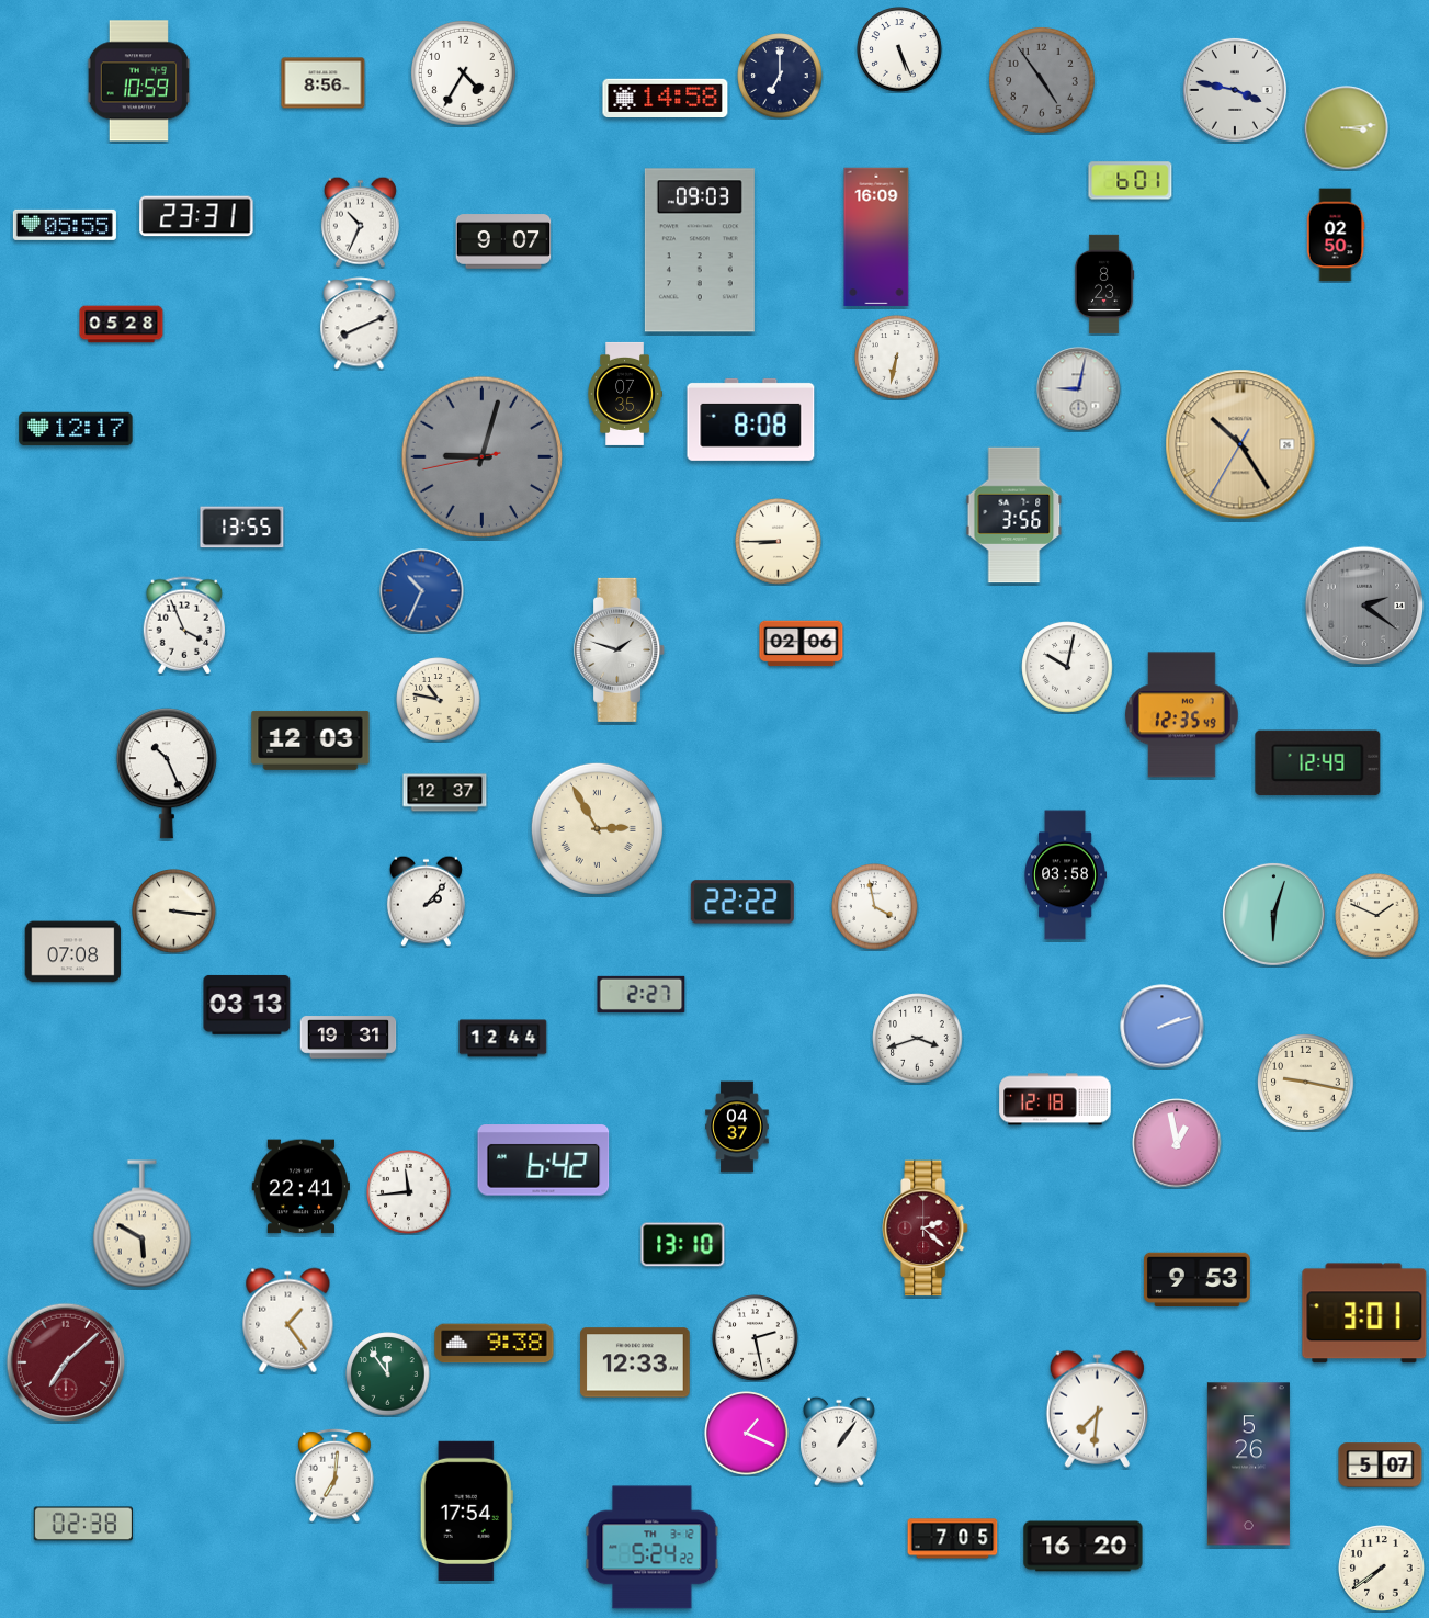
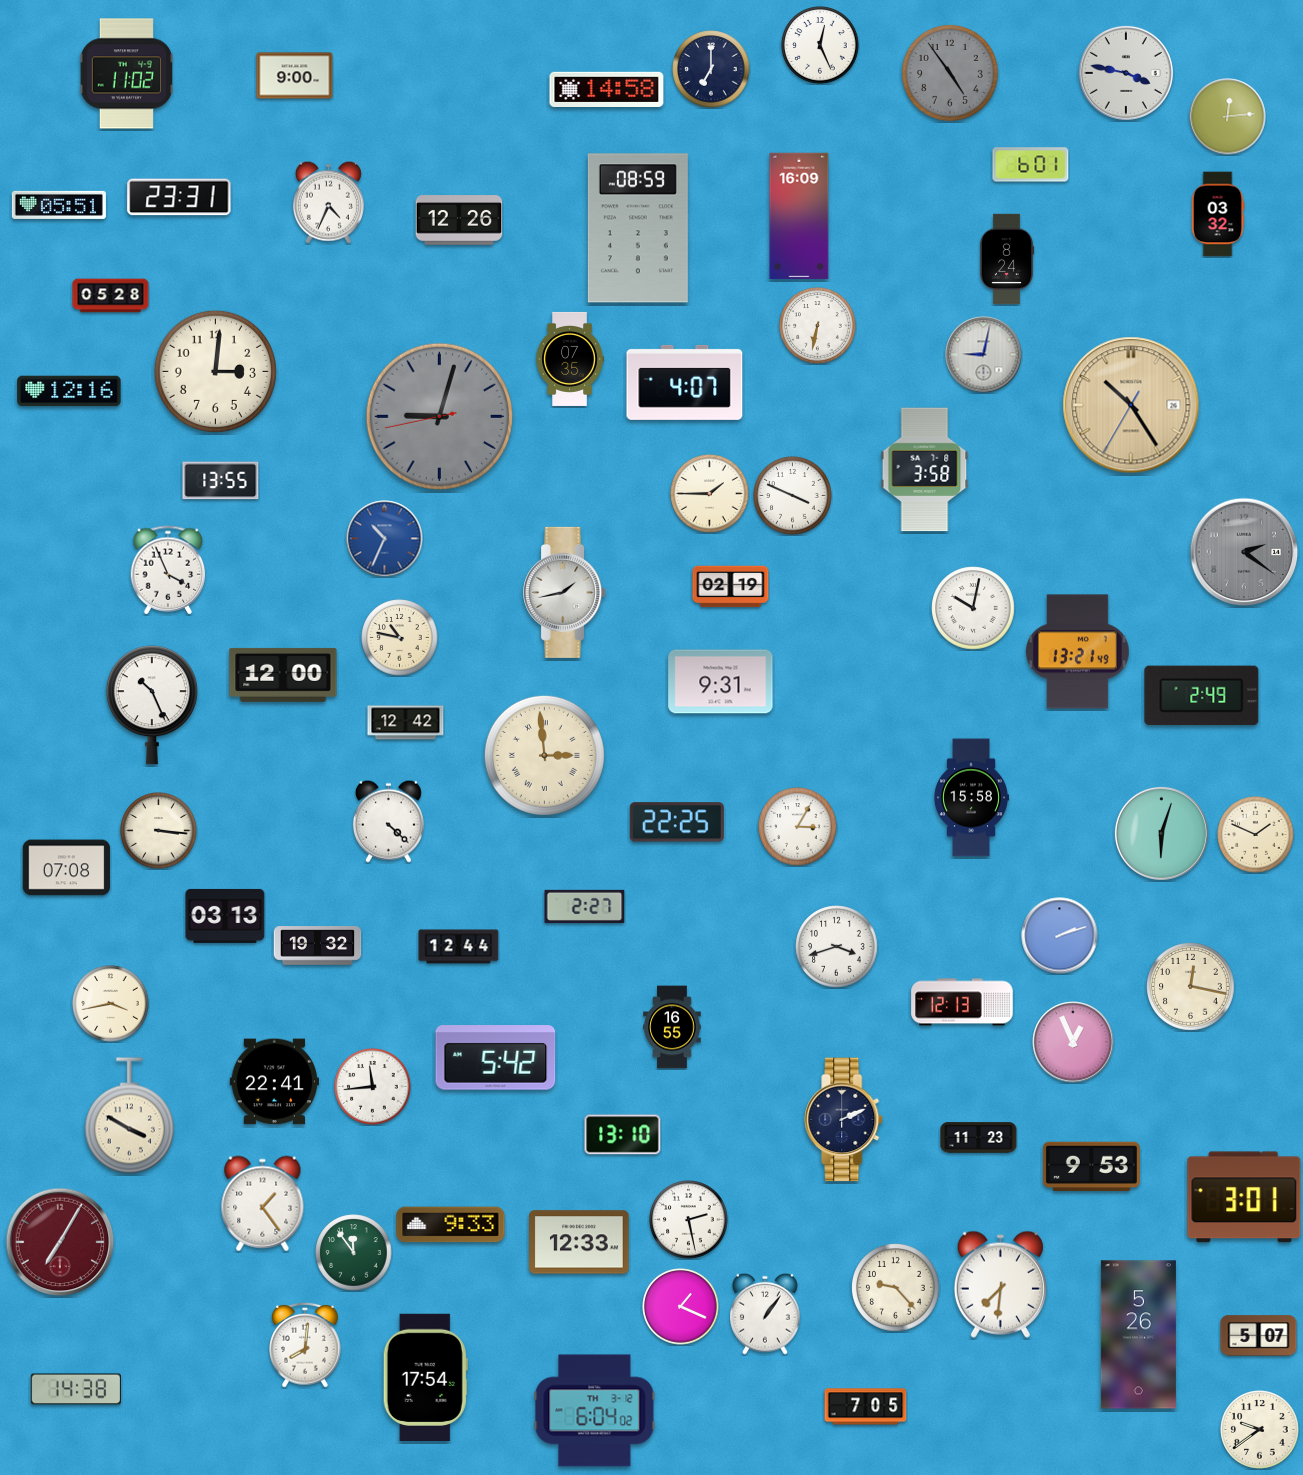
clock at (899, 49): 5:26 -> 12:26
clock at (463, 72): 4:35 -> none
clock at (138, 81): 10:59 -> 11:02
clock at (324, 83): 8:56 -> 9:00
clock at (1235, 90) position: (1235, 90) -> (1126, 73)
clock at (1347, 128): 3:14 -> 12:14
clock at (360, 222): 10:34 -> 4:34
clock at (65, 225): 05:55 -> 05:51
clock at (1336, 235): 02:50 -> 03:32
clock at (503, 241): 9:07 -> 12:26
clock at (700, 250): 09:03 -> 08:59
clock at (1104, 284): 8:23 -> 8:24
clock at (360, 324): 8:11 -> none
clock at (215, 371): none -> 3:01
clock at (751, 419): 8:08 -> 4:07
clock at (76, 429): 12:17 -> 12:16
clock at (1014, 516): 3:56 -> 3:58
clock at (779, 542): 8:45 -> 1:45
clock at (793, 496): none -> 3:49
clock at (802, 644): 02:06 -> 02:19
clock at (620, 649): 1:48 -> 1:43
clock at (1182, 715): 12:35 -> 13:21
clock at (310, 740): 12:03 -> 12:00
clock at (721, 682): none -> 9:31
clock at (1318, 763): 12:49 -> 2:49
clock at (445, 793): 12:37 -> 12:42
clock at (597, 828): 2:55 -> 2:59
clock at (1065, 875): 03:58 -> 15:58
clock at (426, 901): 2:07 -> 4:22
clock at (742, 902): 22:22 -> 22:25
clock at (875, 907): 3:58 -> 3:05
clock at (349, 1038): 19:31 -> 19:32
clock at (1306, 1083): 9:17 -> 12:17
clock at (1055, 1099): 12:18 -> 12:13
clock at (111, 1004): none -> 3:43
clock at (737, 1127): 04:37 -> 16:55
clock at (1177, 1143): 12:58 -> 12:56
clock at (544, 1161): 6:42 -> 5:42
clock at (141, 1224): 5:50 -> 3:50
clock at (926, 1229): 2:22 -> 2:11
clock at (926, 1229) dial: burgundy -> navy
clock at (979, 1138): none -> 11:23
clock at (495, 1344): 9:38 -> 9:33
clock at (66, 1362): 7:08 -> 7:05
clock at (896, 1288): none -> 9:23
clock at (334, 1475): 7:01 -> 8:01
clock at (82, 1524): 02:38 -> 14:38
clock at (953, 1539) position: (953, 1539) -> (866, 1407)
clock at (1084, 1547): 16:20 -> none
clock at (653, 1548): 5:24 -> 6:04
clock at (1382, 1569): 7:39 -> 9:39
